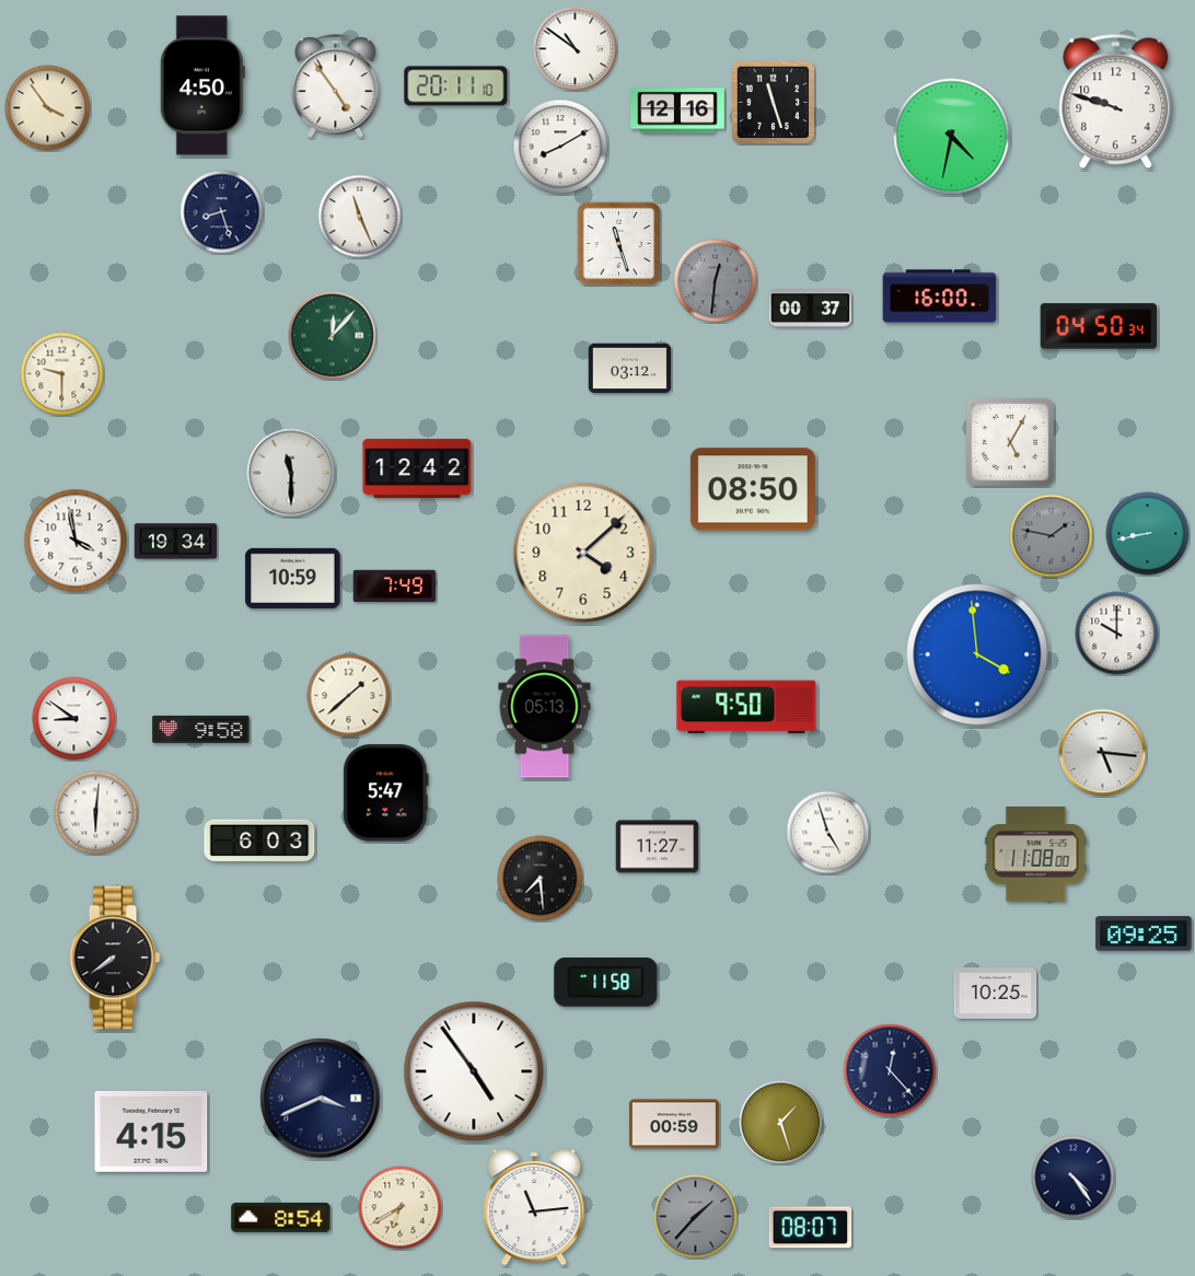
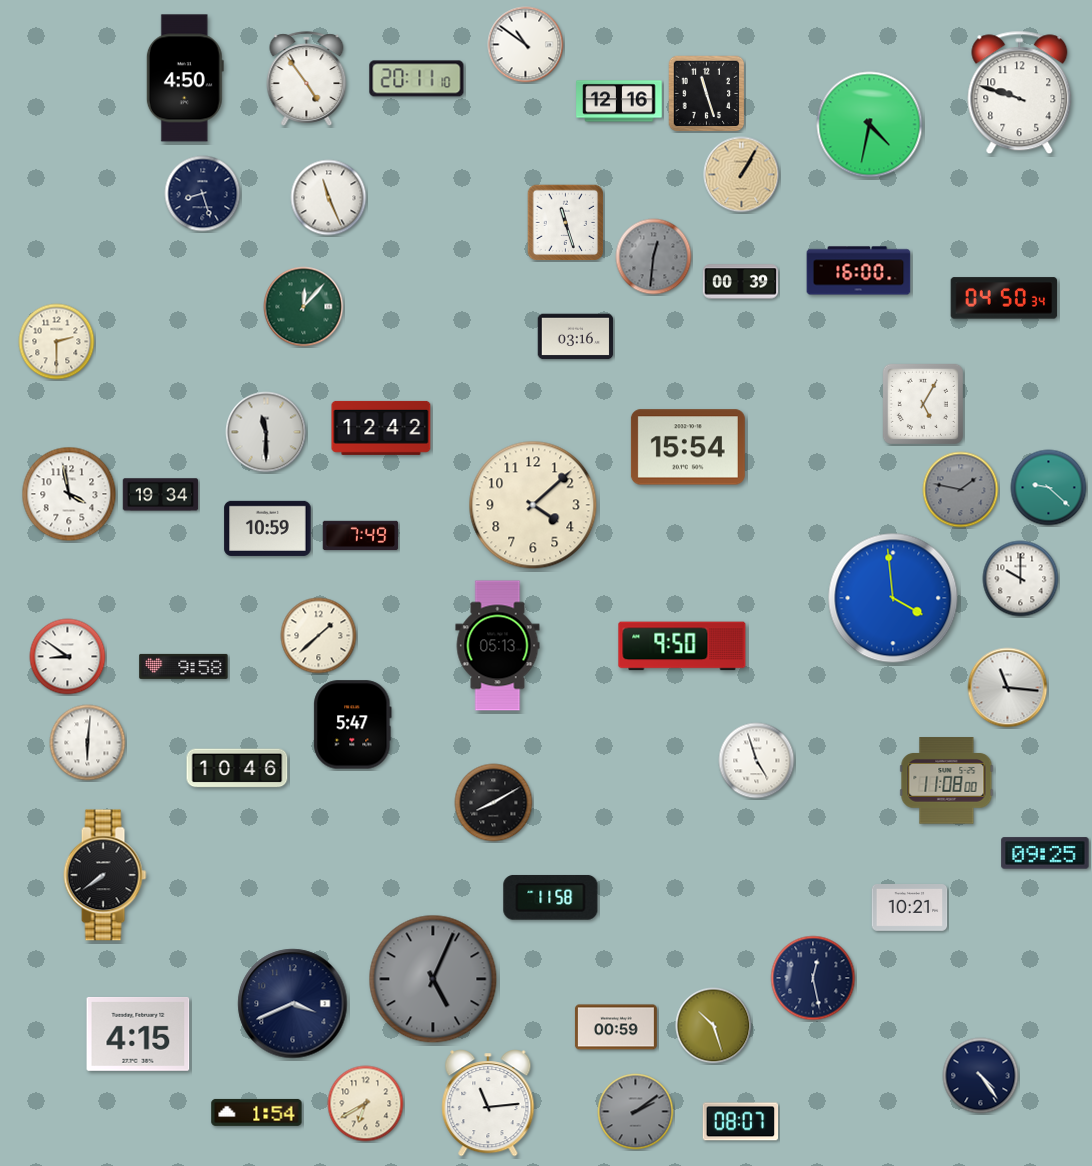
clock at (48, 108): 3:54 -> none
clock at (560, 147): 8:10 -> none
clock at (742, 175): none -> 1:05
clock at (811, 309): 00:37 -> 00:39
clock at (630, 369): 03:12 -> 03:16
clock at (62, 374): 9:30 -> 2:30
clock at (753, 489): 08:50 -> 15:54
clock at (1148, 534): 8:43 -> 9:22
clock at (1103, 753): 5:16 -> 11:16
clock at (259, 840): 6:03 -> 10:46
clock at (658, 847): 11:27 -> none
clock at (541, 879): 7:29 -> 8:10
clock at (606, 982) position: (606, 982) -> (551, 897)
clock at (996, 994): 10:25 -> 10:21
clock at (890, 1070): 12:23 -> 12:28
clock at (474, 1071): 4:54 -> 5:04
clock at (474, 1071) dial: white -> grey
clock at (781, 1123): 1:27 -> 10:27
clock at (281, 1217): 8:54 -> 1:54
clock at (696, 1217): 1:37 -> 2:09
